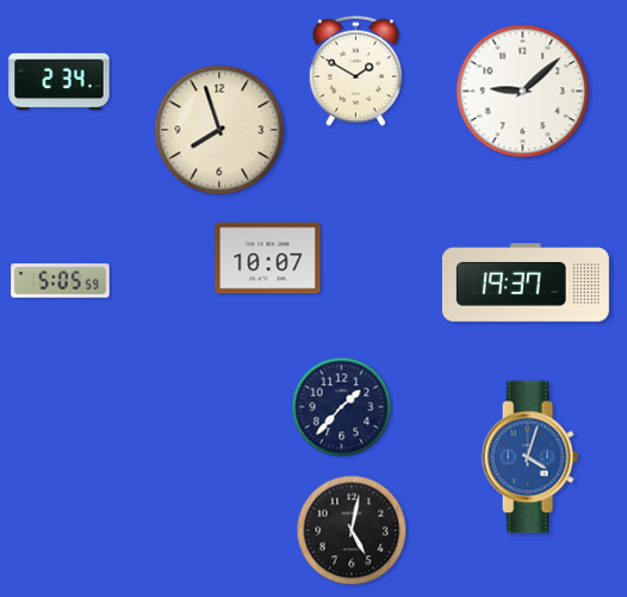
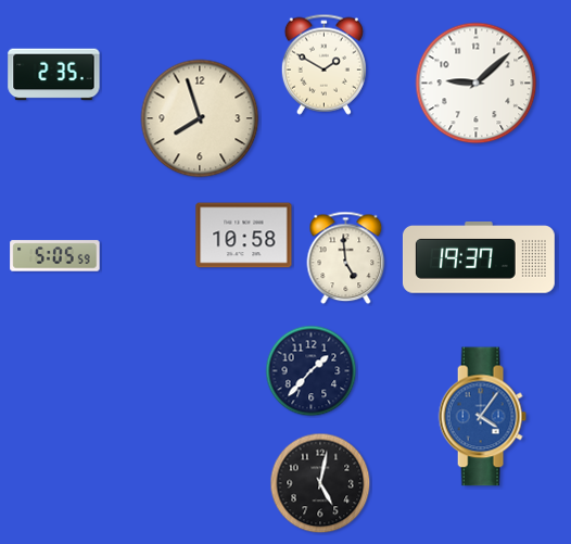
clock at (60, 82): 2:34 -> 2:35
clock at (268, 259): 10:07 -> 10:58
clock at (346, 258): none -> 4:59
clock at (529, 458): 4:03 -> 4:06
